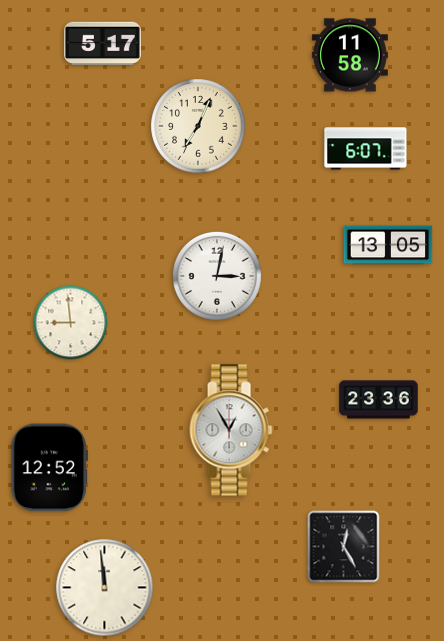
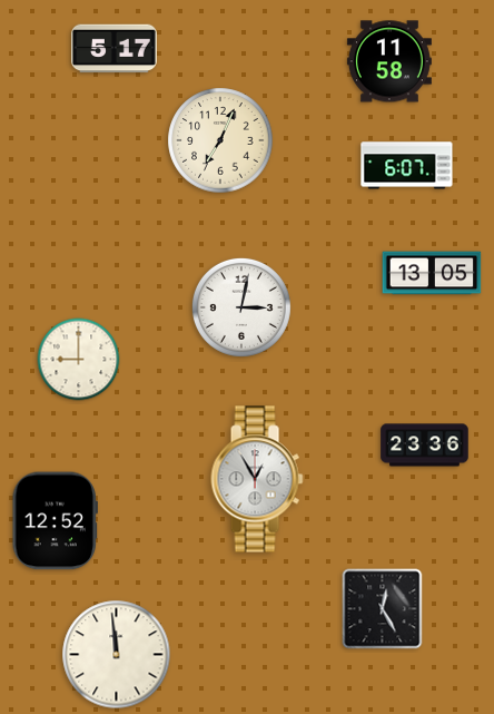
clock at (71, 323): 8:59 -> 9:00
clock at (379, 400) position: (379, 400) -> (425, 446)
